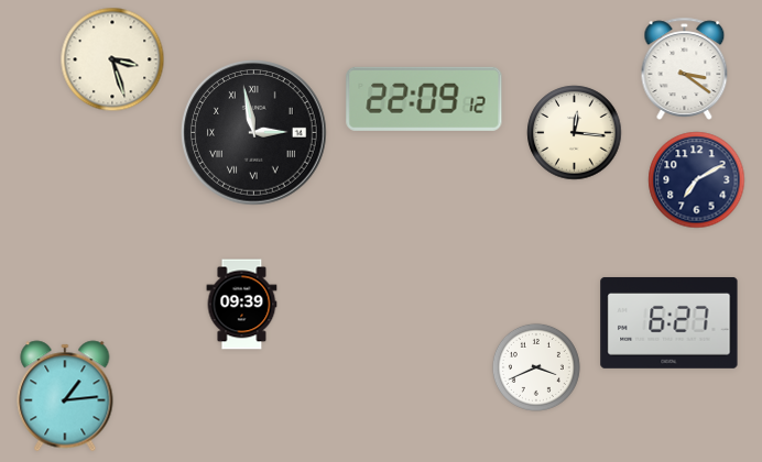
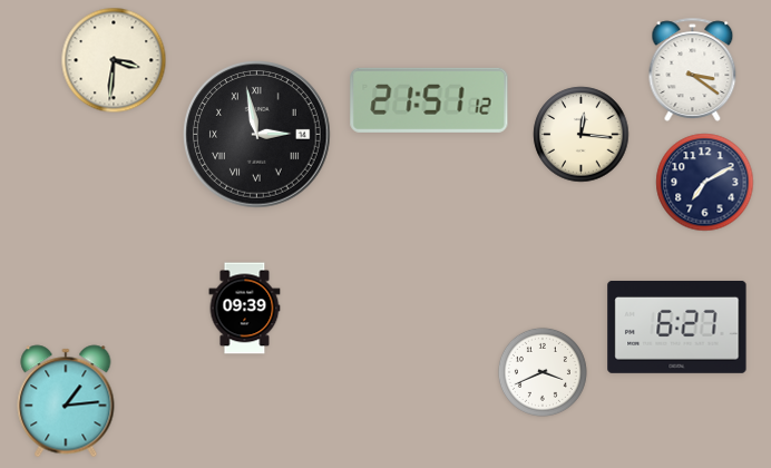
clock at (112, 59): 3:27 -> 3:31
clock at (424, 99): 22:09 -> 21:51
